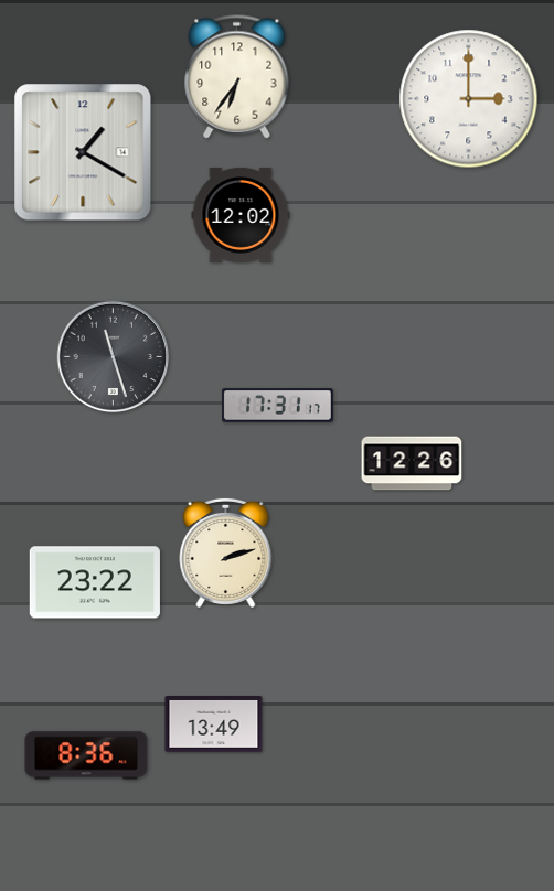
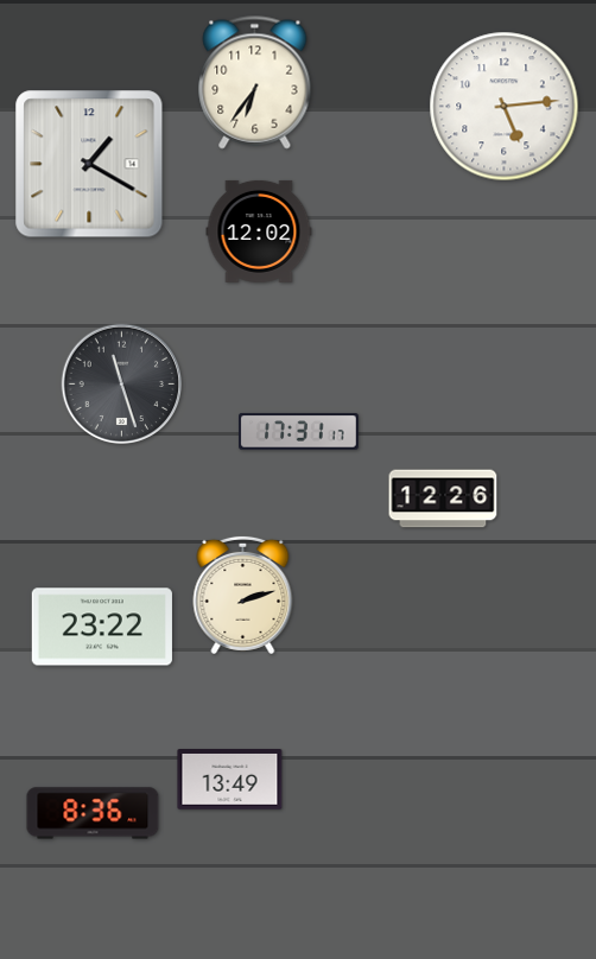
clock at (469, 99): 3:00 -> 5:14
clock at (278, 406) position: (278, 406) -> (299, 432)
